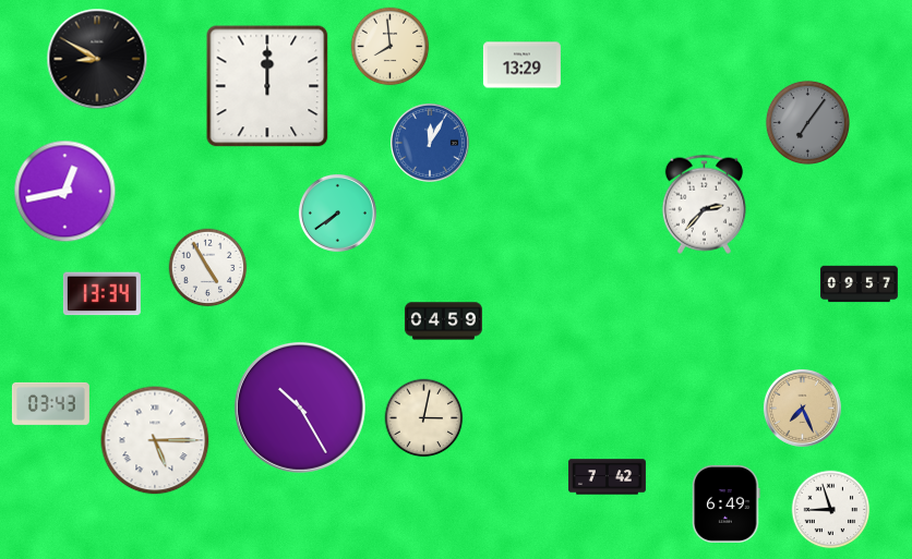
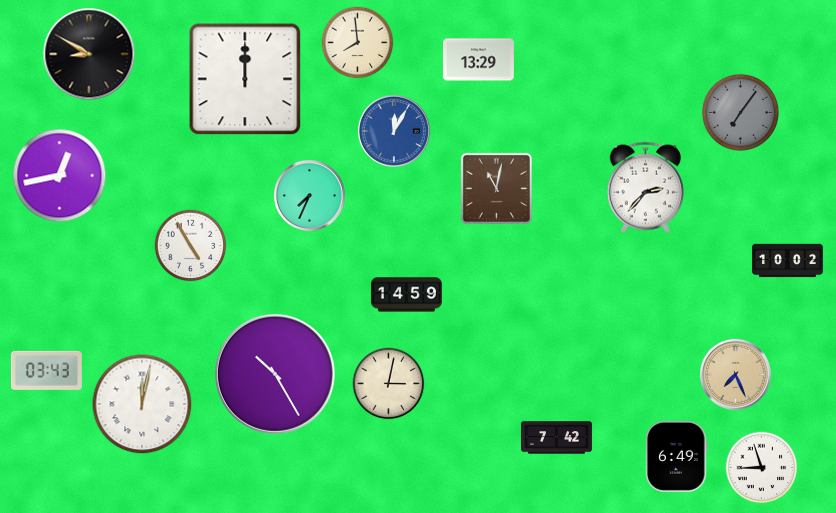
clock at (496, 188): none -> 11:02
clock at (337, 212): 7:39 -> 7:34
clock at (859, 284): 09:57 -> 10:02
clock at (101, 294): 13:34 -> none
clock at (443, 321): 04:59 -> 14:59
clock at (155, 440): 5:15 -> 12:02
clock at (727, 503) position: (727, 503) -> (677, 456)
